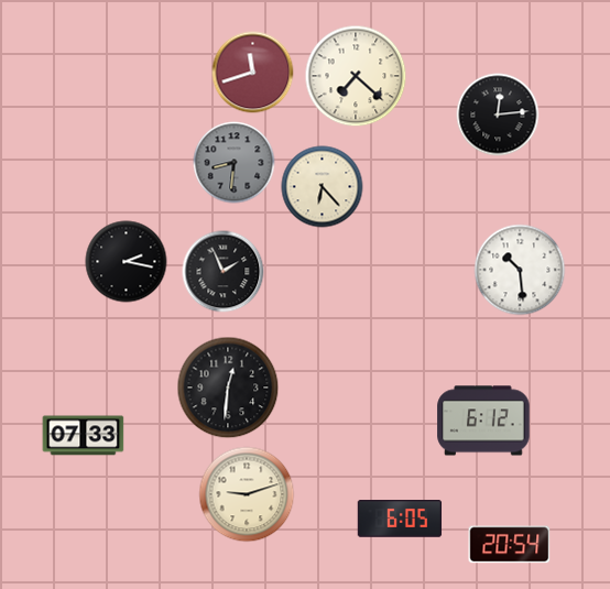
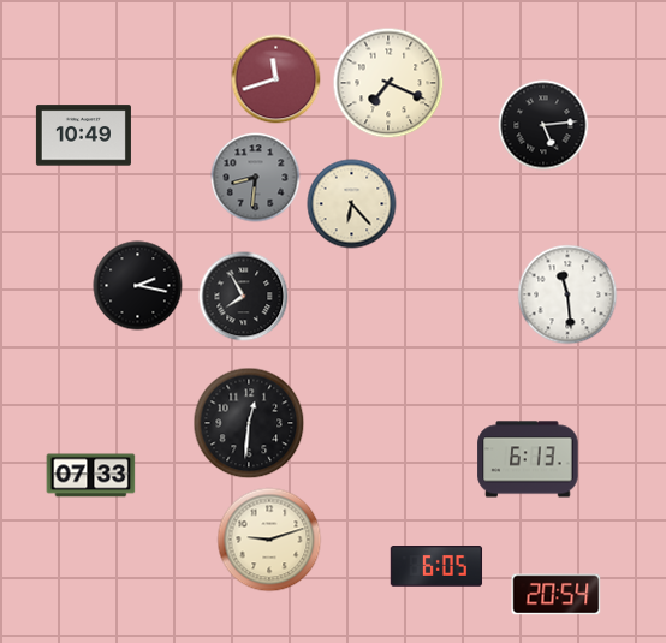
clock at (356, 76): 7:22 -> 7:19
clock at (498, 114): 12:14 -> 5:14
clock at (83, 136): none -> 10:49
clock at (520, 270): 10:29 -> 11:29
clock at (224, 272): 1:56 -> 7:55
clock at (483, 421): 6:12 -> 6:13
